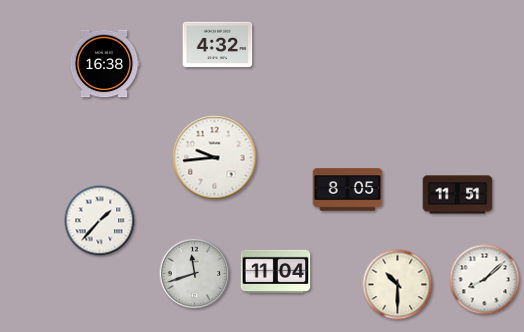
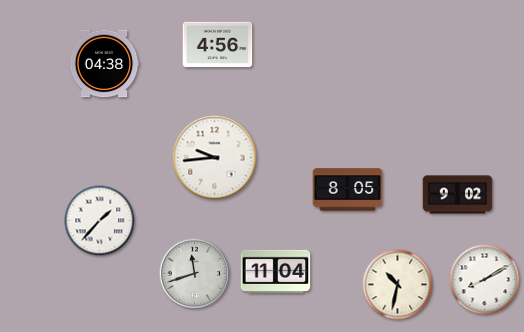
clock at (218, 45): 4:32 -> 4:56
clock at (104, 64): 16:38 -> 04:38
clock at (458, 195): 11:51 -> 9:02
clock at (485, 280): 8:08 -> 8:10
clock at (398, 285): 10:30 -> 10:32
